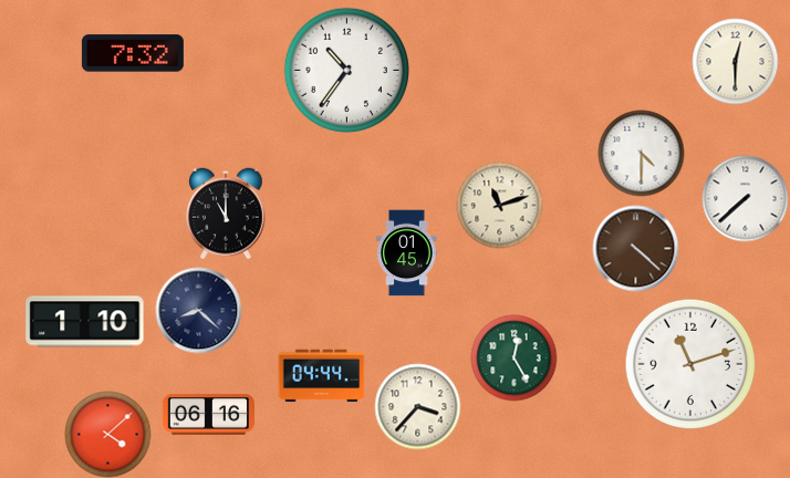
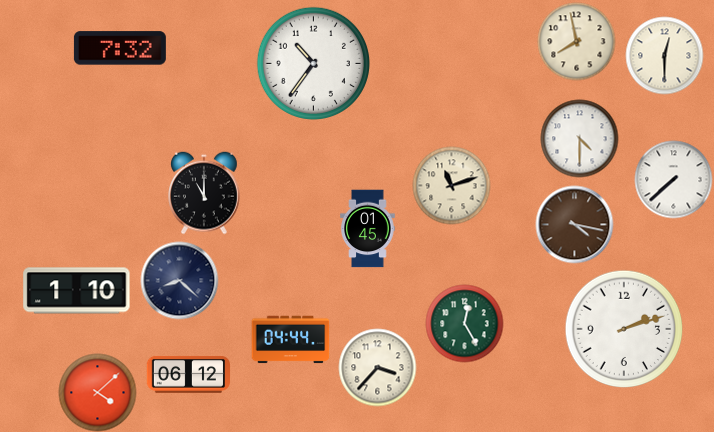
clock at (576, 41): none -> 7:58
clock at (635, 248): 4:22 -> 4:17
clock at (690, 364): 11:12 -> 2:12
clock at (208, 415): 06:16 -> 06:12
